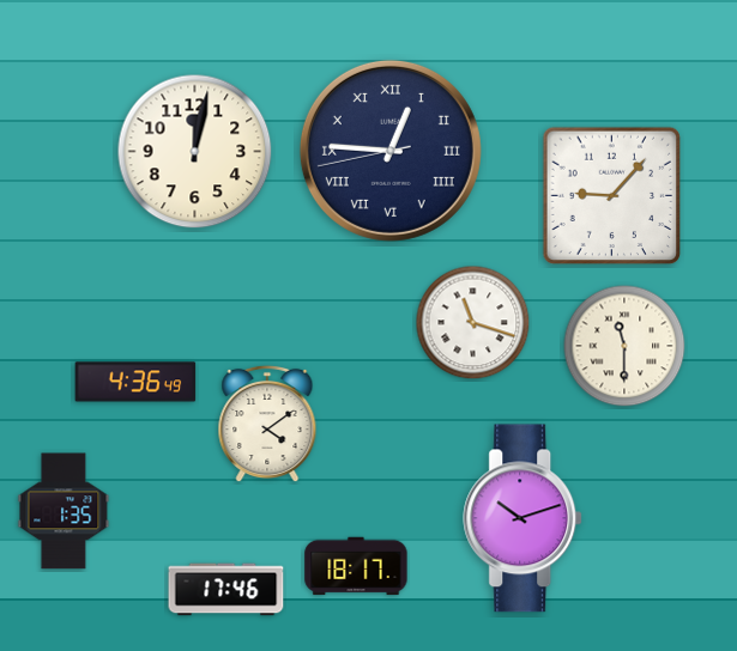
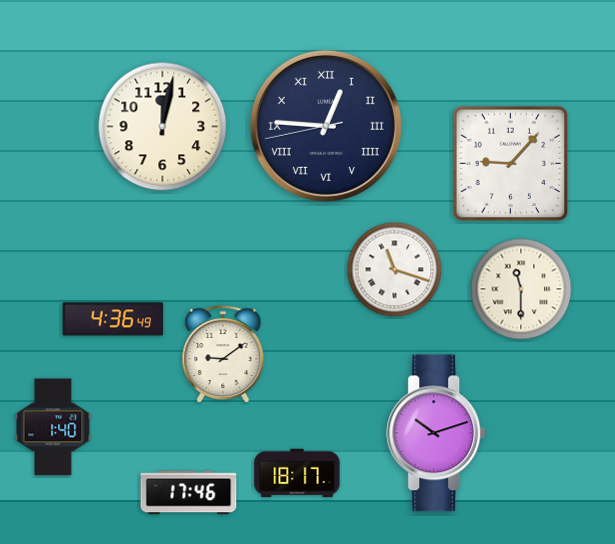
clock at (267, 424): 4:09 -> 9:09
clock at (64, 511): 1:35 -> 1:40
